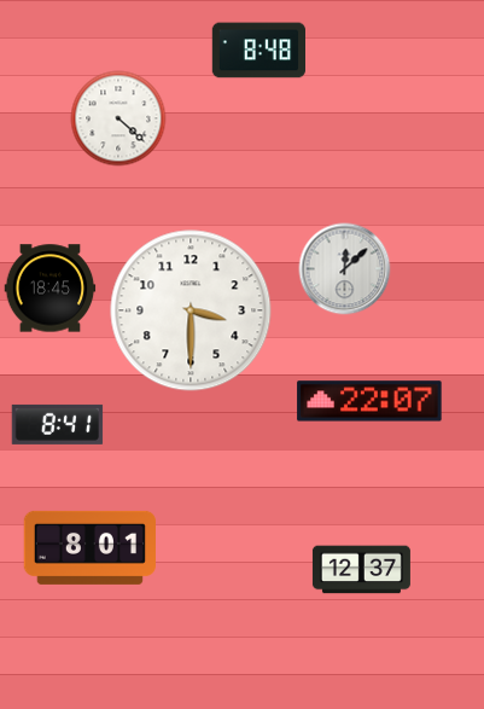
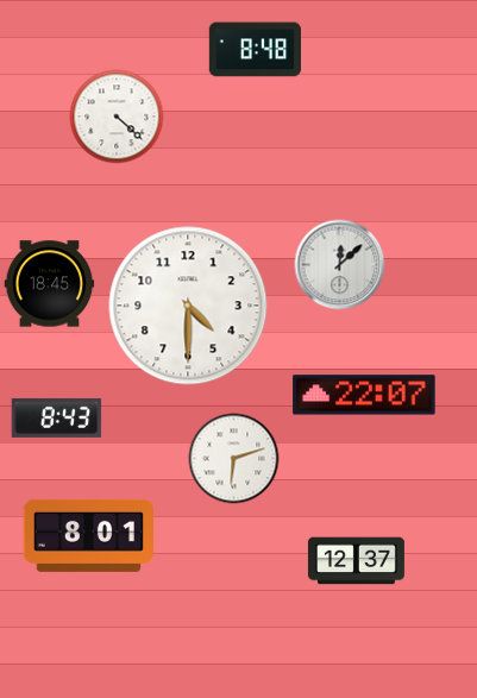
clock at (191, 310): 3:30 -> 4:30
clock at (58, 424): 8:41 -> 8:43
clock at (234, 459): none -> 6:12
clock at (89, 547) position: (89, 547) -> (88, 535)
